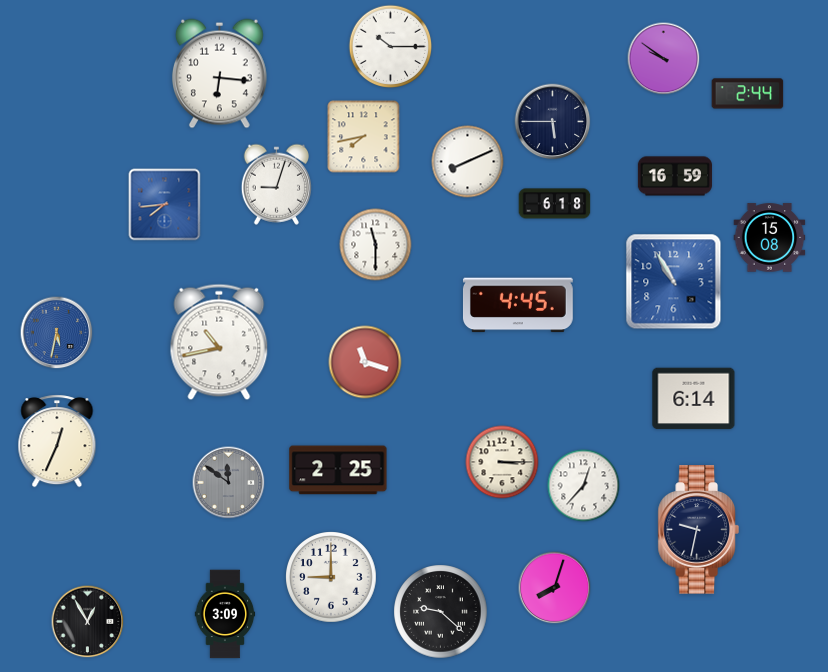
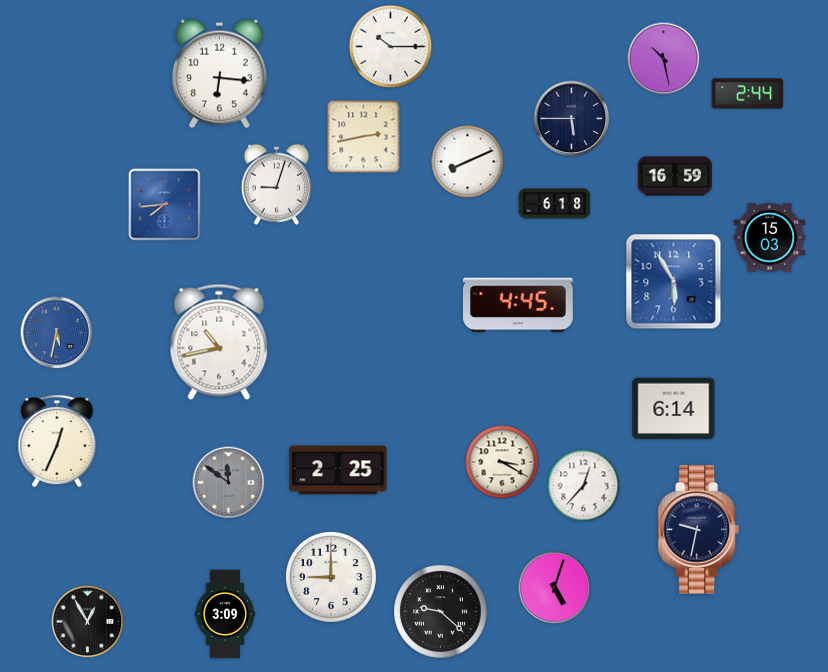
clock at (664, 59): 9:51 -> 10:28
clock at (553, 122) position: (553, 122) -> (572, 119)
clock at (364, 137): 7:43 -> 2:43
clock at (770, 238): 15:08 -> 15:03
clock at (376, 245): 11:30 -> none
clock at (674, 282): 10:55 -> 5:55
clock at (365, 362): 11:18 -> none
clock at (694, 399) position: (694, 399) -> (674, 409)
clock at (502, 462): 3:15 -> 3:20
clock at (555, 588): 8:03 -> 5:03
